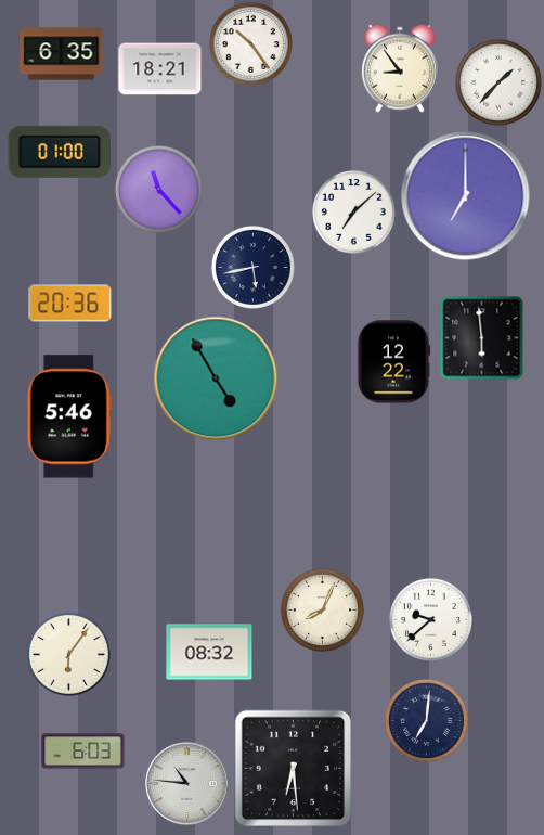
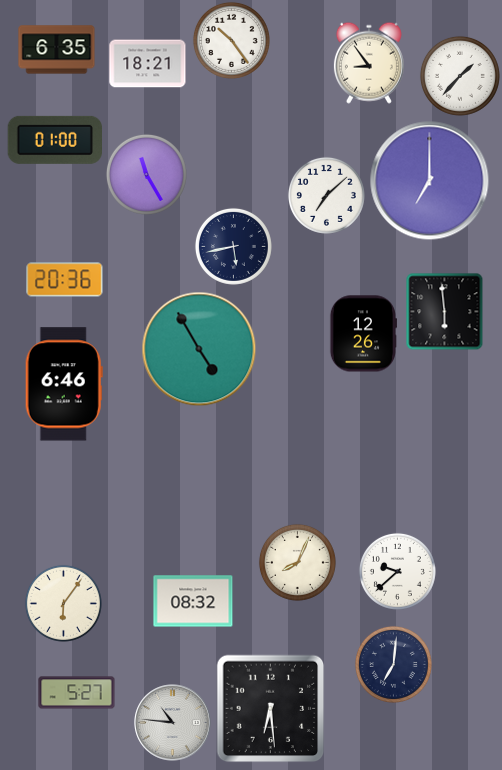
clock at (158, 189): 11:23 -> 11:25
clock at (393, 362): 12:22 -> 12:26
clock at (69, 416): 5:46 -> 6:46
clock at (83, 752): 6:03 -> 5:27
